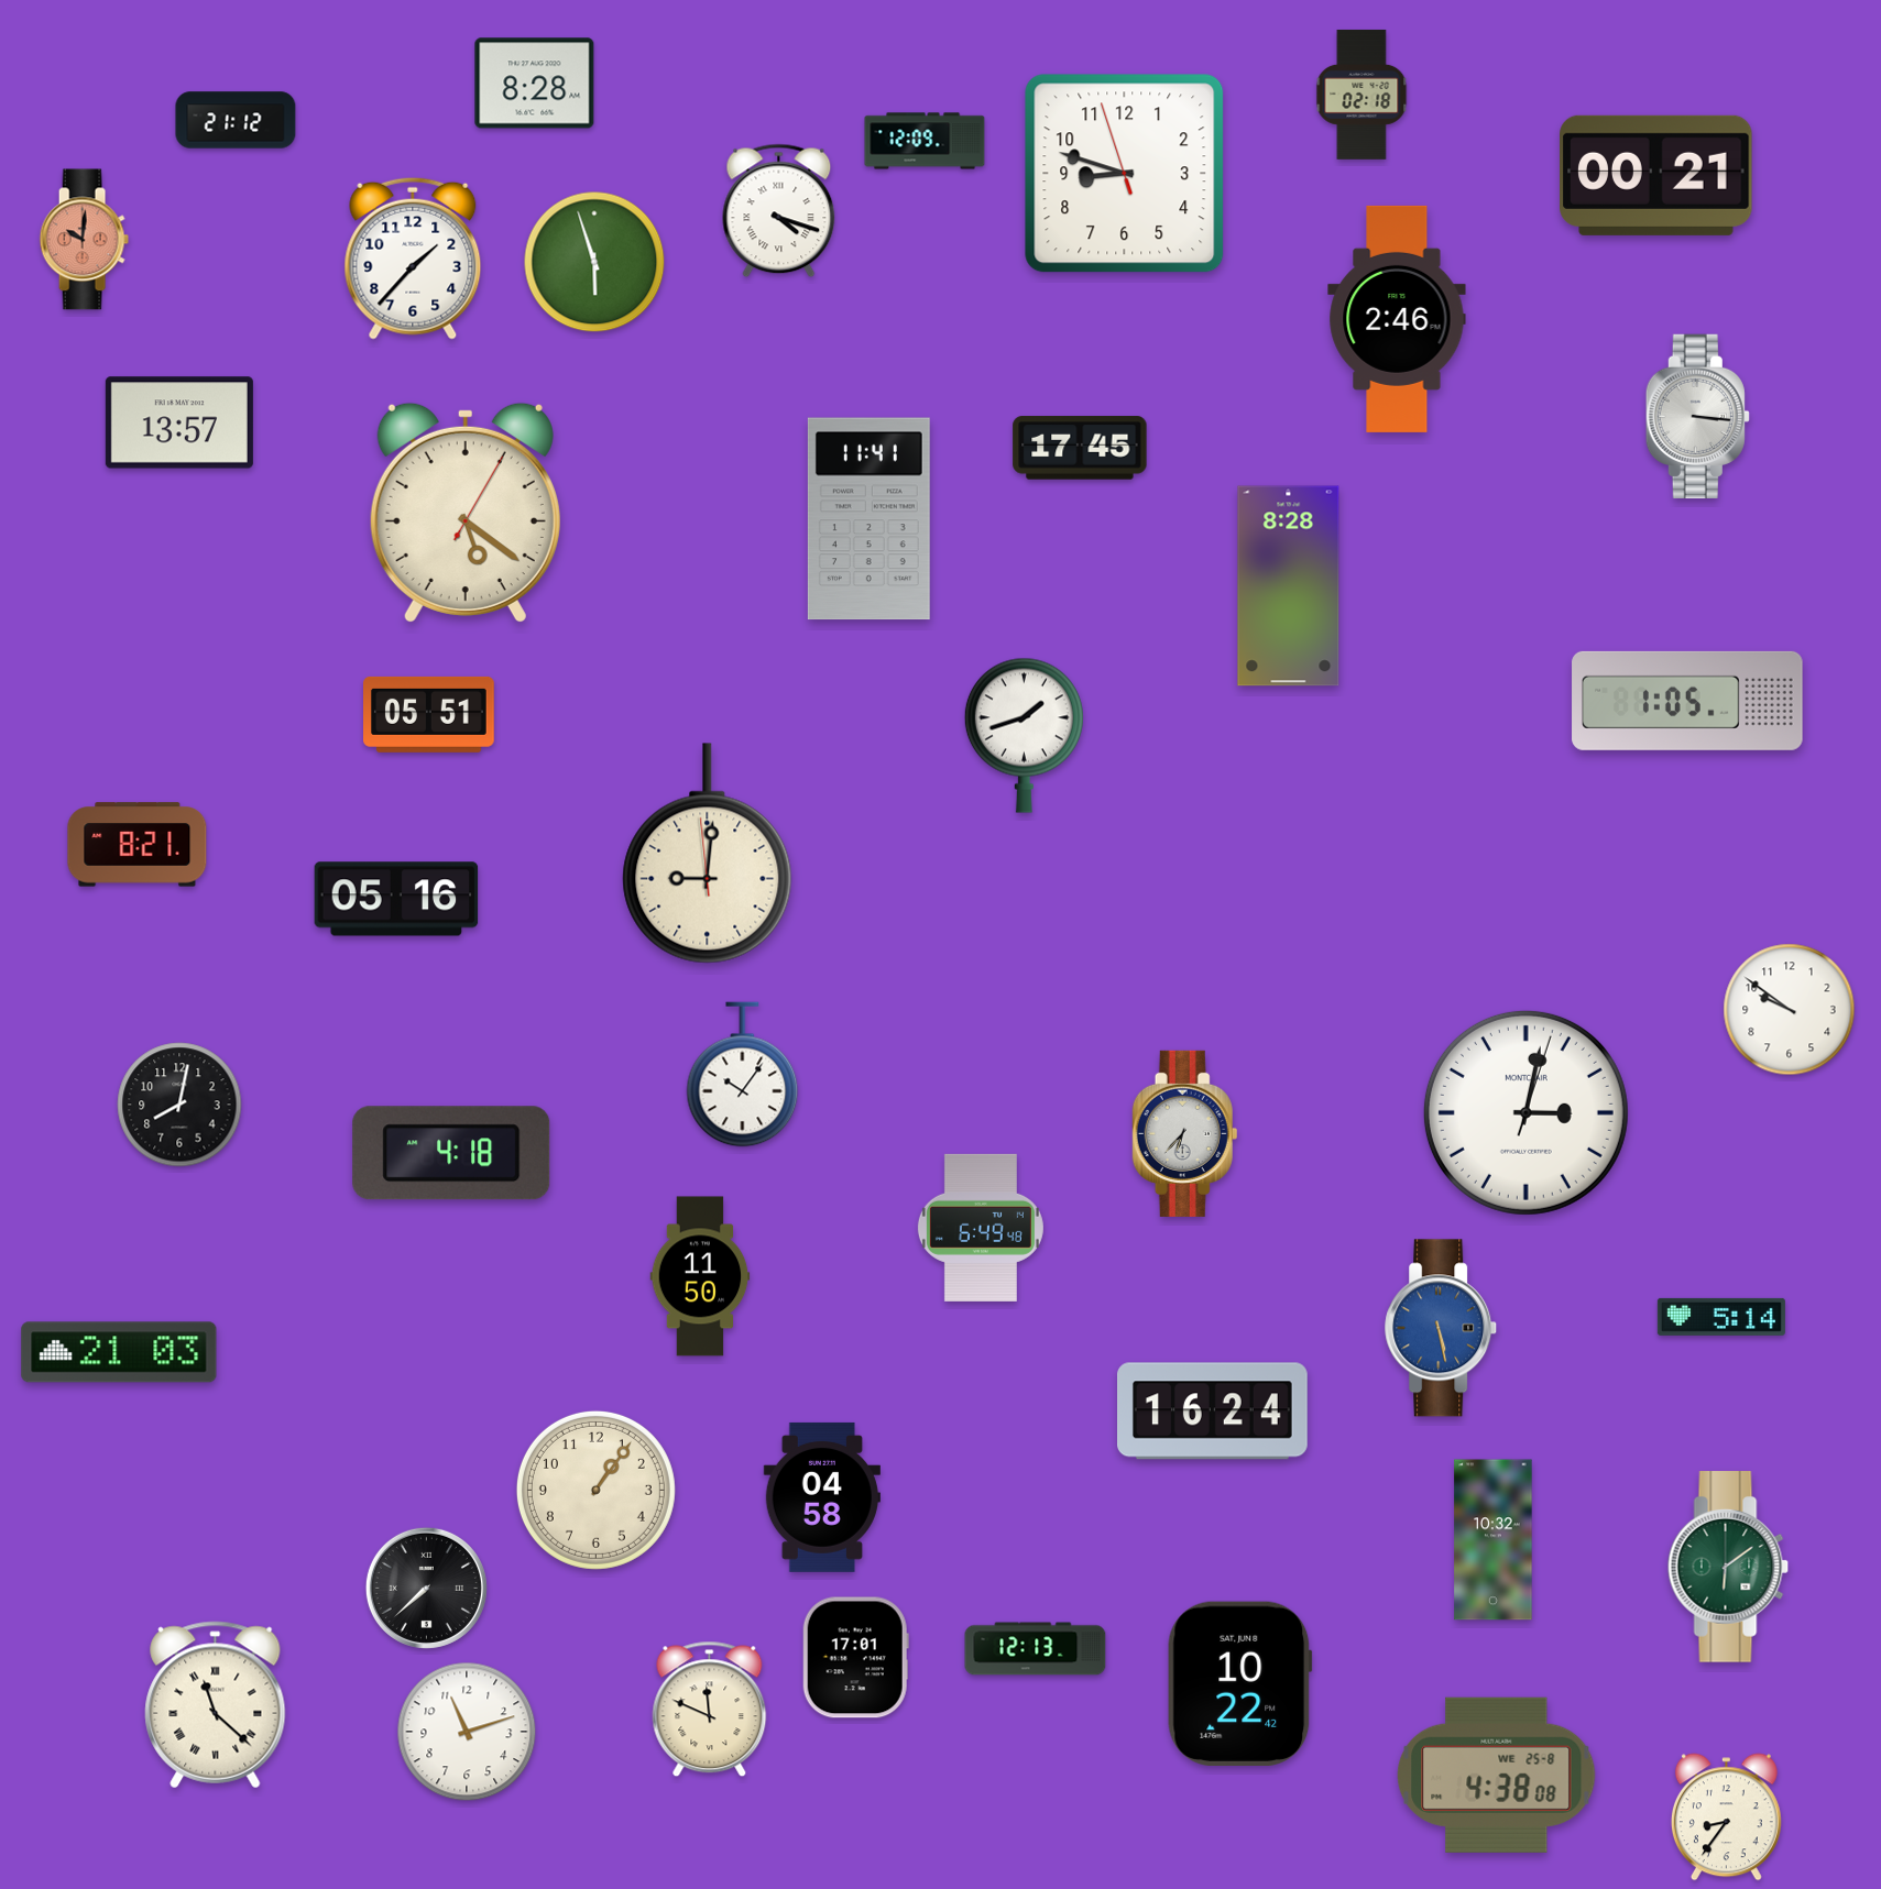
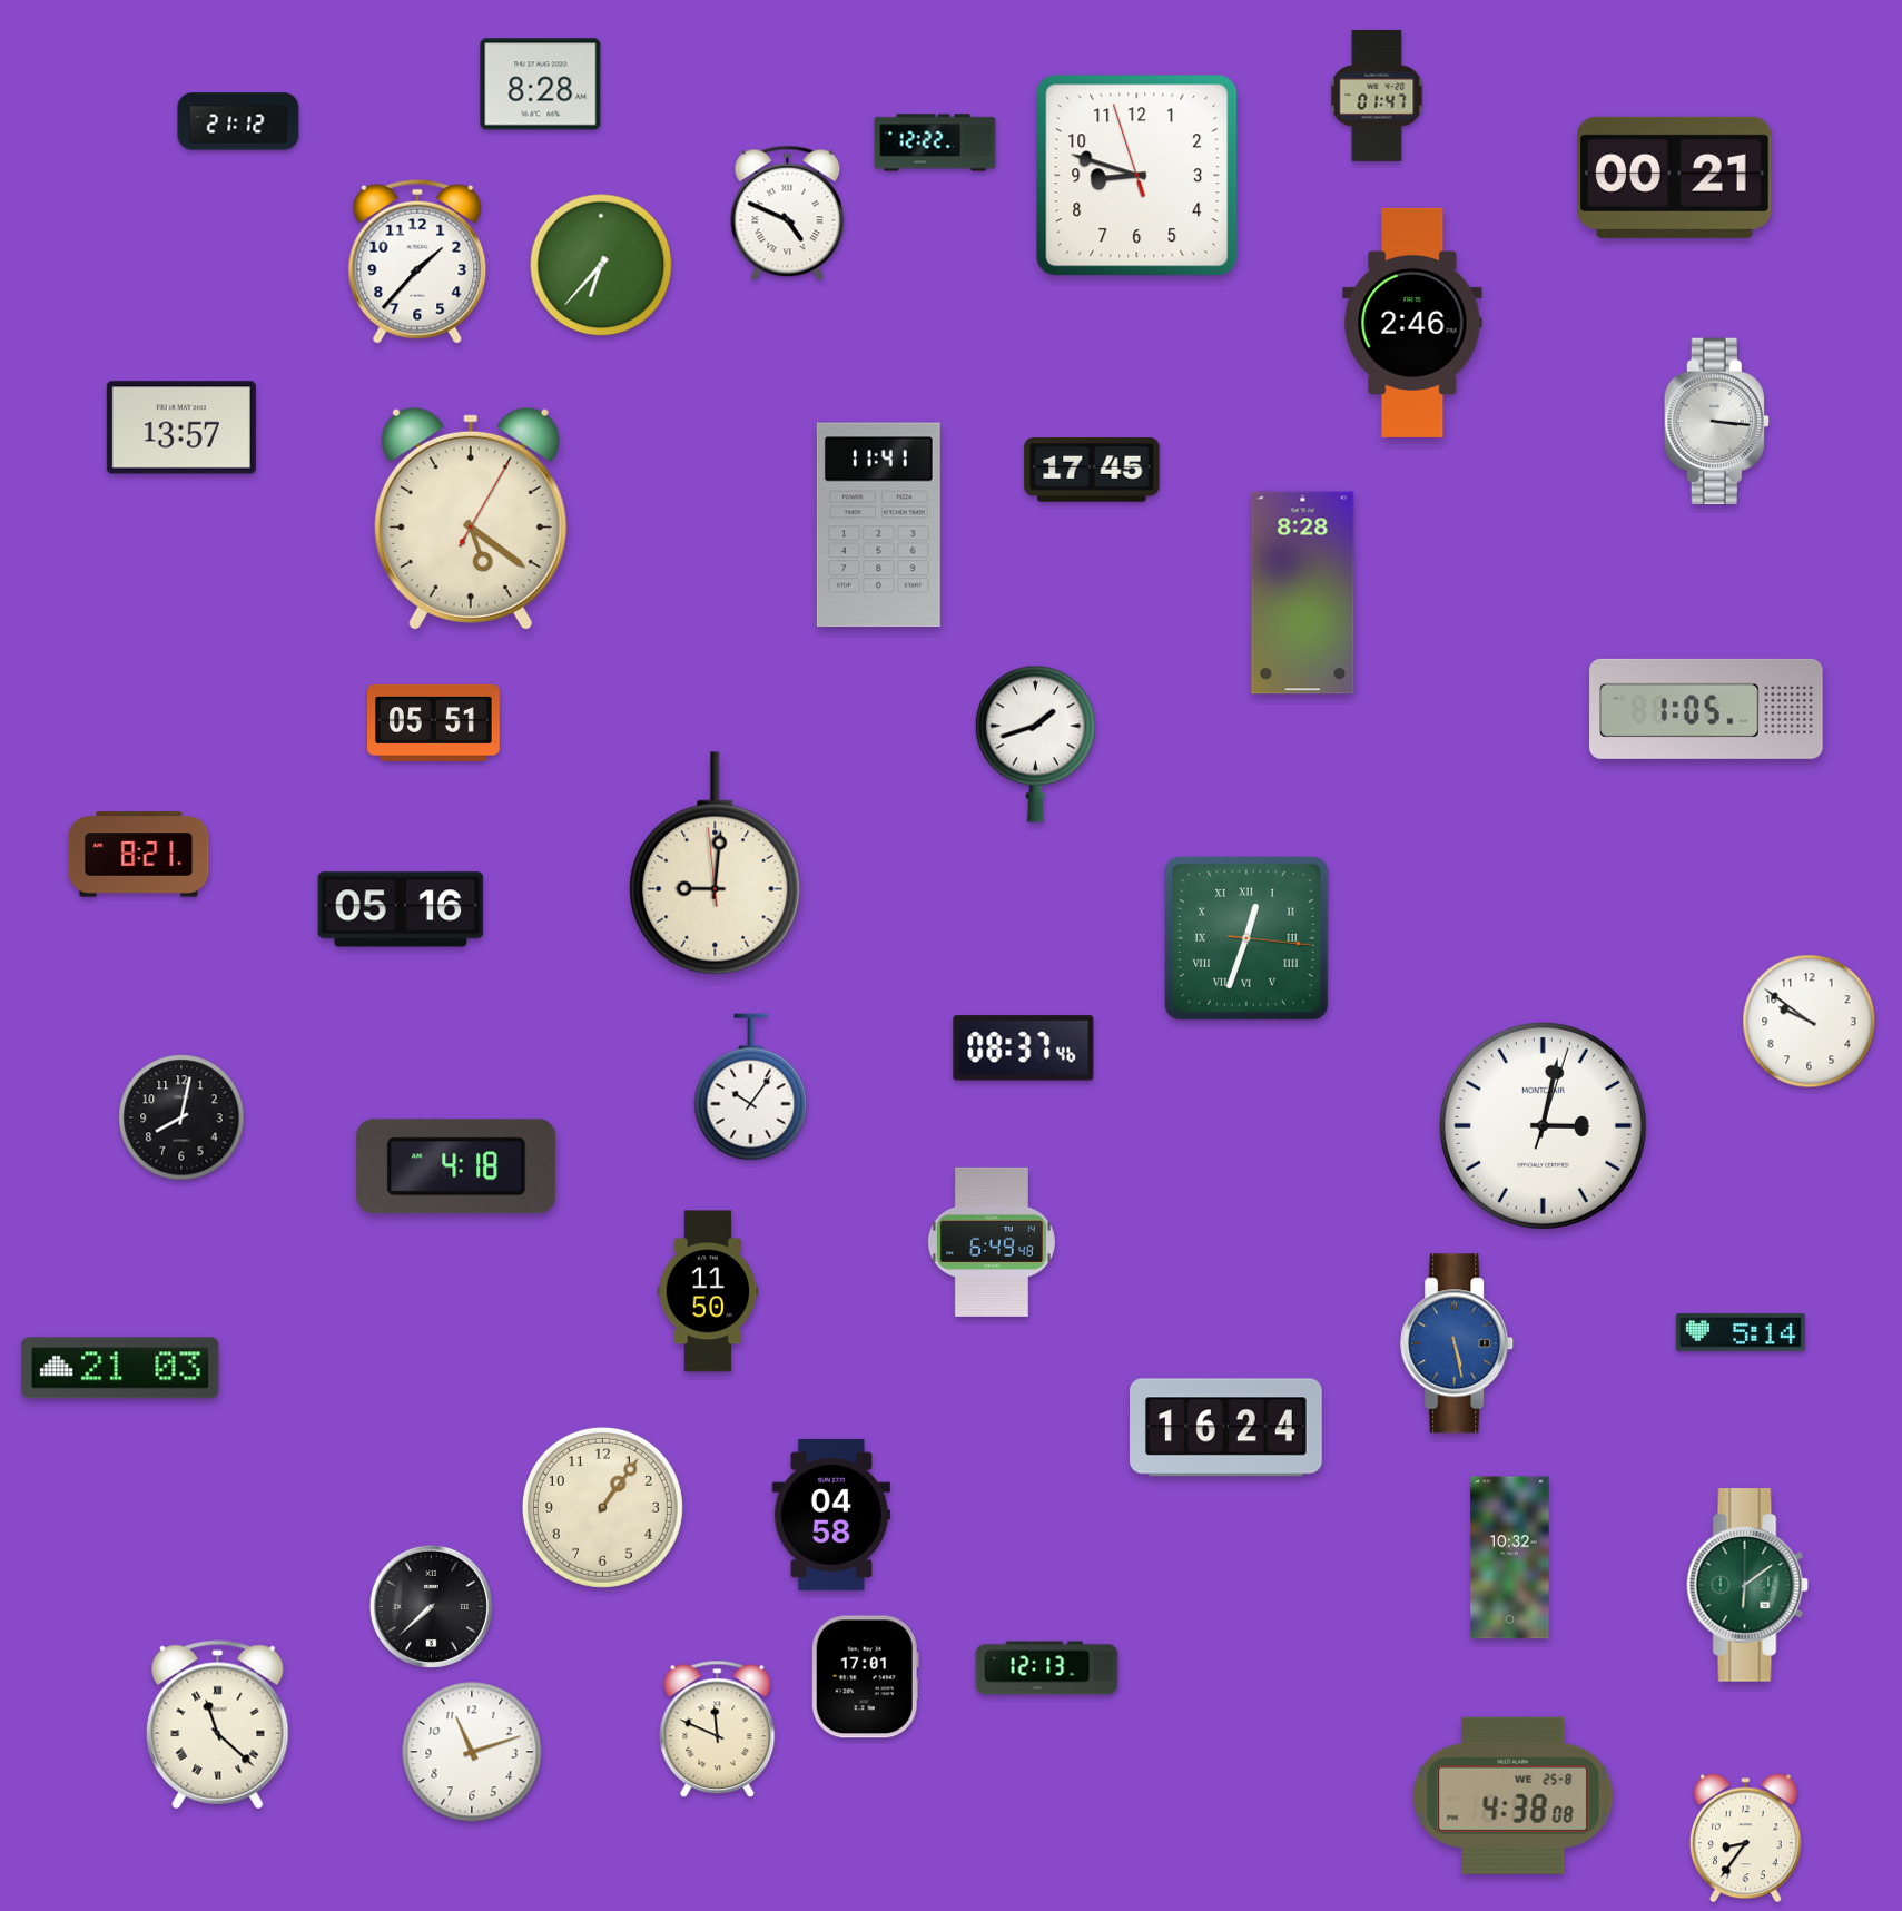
clock at (1361, 95): 02:18 -> 01:47
clock at (925, 141): 12:09 -> 12:22
clock at (779, 211): 4:18 -> 4:49
clock at (84, 240): 10:01 -> none
clock at (594, 262): 5:57 -> 6:37
clock at (1080, 448) position: (1080, 448) -> (1092, 470)
clock at (1248, 939): none -> 12:33
clock at (1024, 1048): none -> 08:37
clock at (1185, 1133): 6:37 -> none
clock at (1240, 1683): 10:22 -> none
